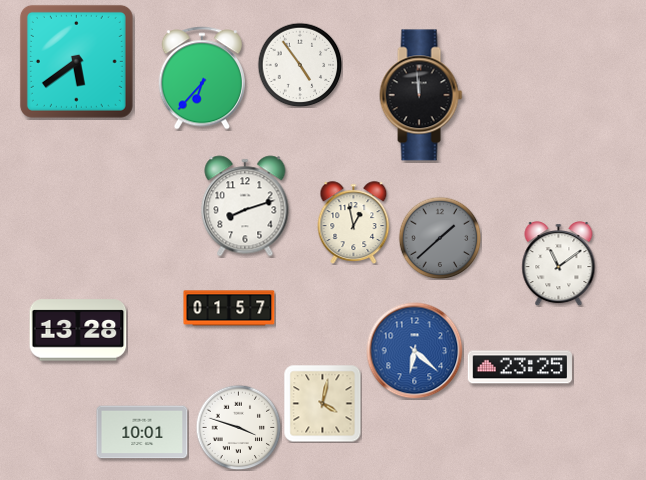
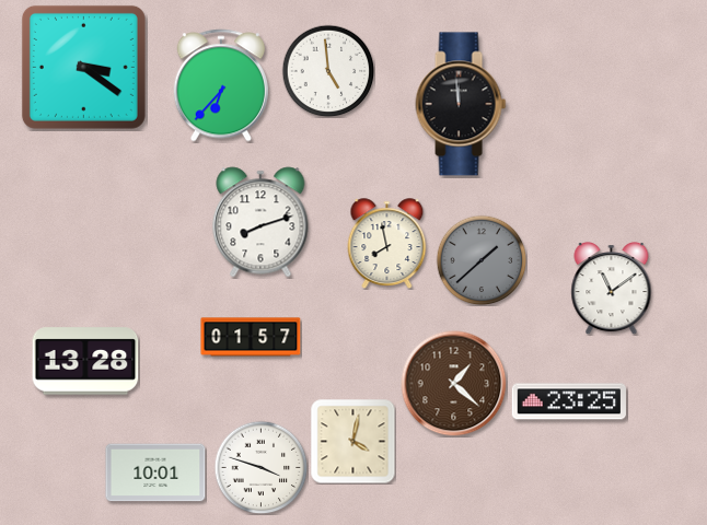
clock at (76, 61): 5:39 -> 3:21
clock at (300, 65): 4:54 -> 4:59
clock at (245, 206) position: (245, 206) -> (260, 222)
clock at (354, 223): 12:58 -> 7:58
clock at (415, 351): 6:22 -> 1:22
clock at (415, 351) dial: blue -> brown
